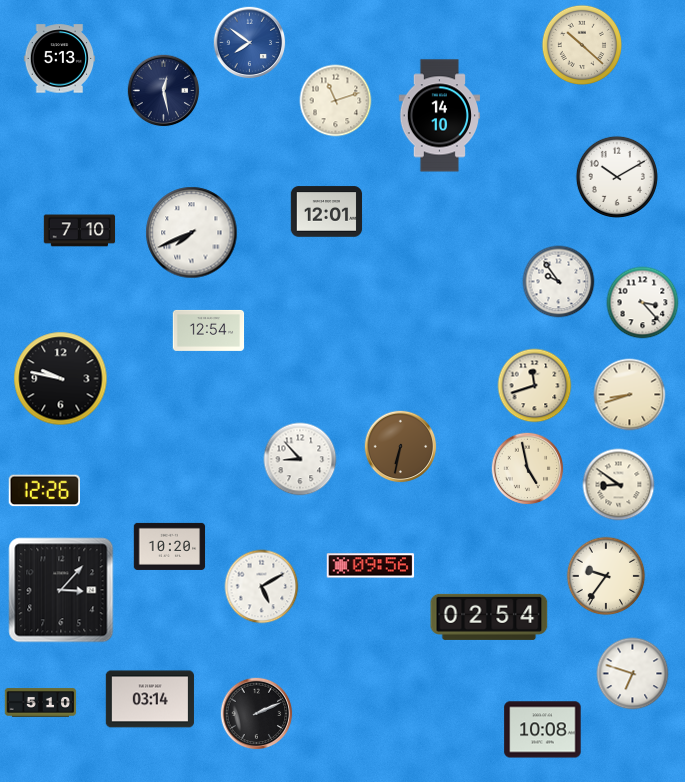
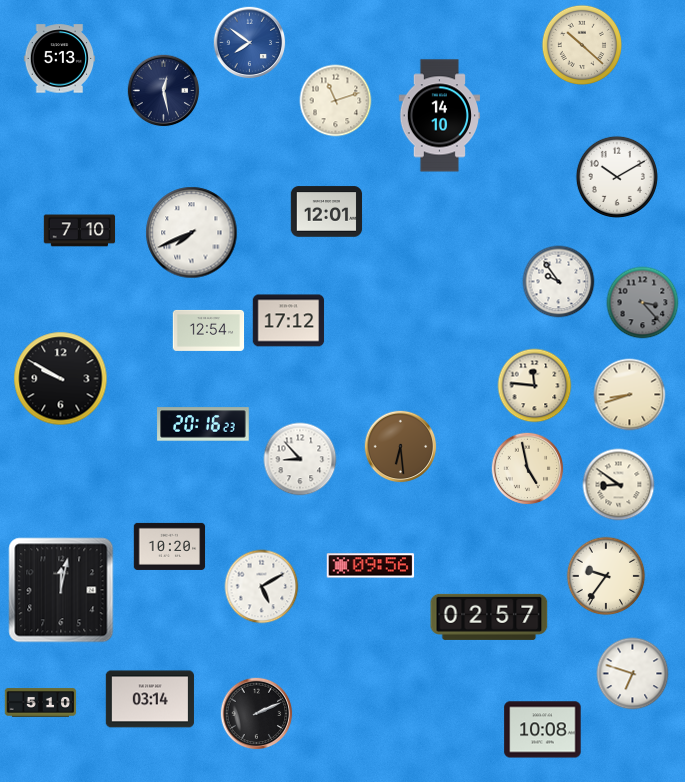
clock at (643, 303) dial: white -> grey
clock at (289, 321): none -> 17:12
clock at (61, 379): 9:47 -> 9:50
clock at (535, 386): 11:42 -> 11:46
clock at (203, 424): none -> 20:16
clock at (401, 447): 6:32 -> 6:29
clock at (44, 491): 12:26 -> none
clock at (61, 590): 3:07 -> 12:02
clock at (489, 617): 02:54 -> 02:57
